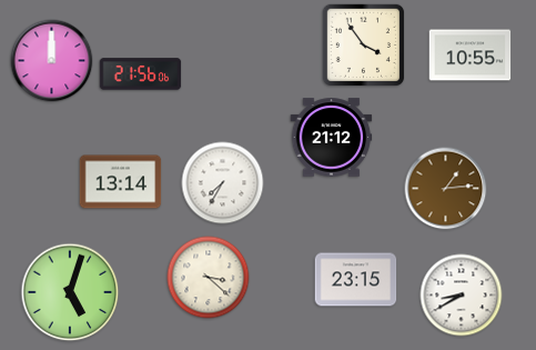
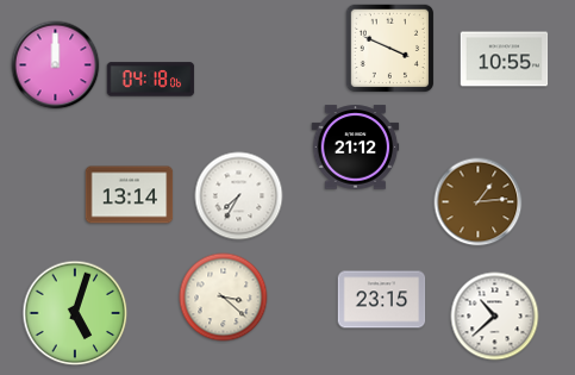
clock at (363, 44): 3:54 -> 3:49
clock at (141, 74): 21:56 -> 04:18
clock at (462, 296): 8:40 -> 10:38
